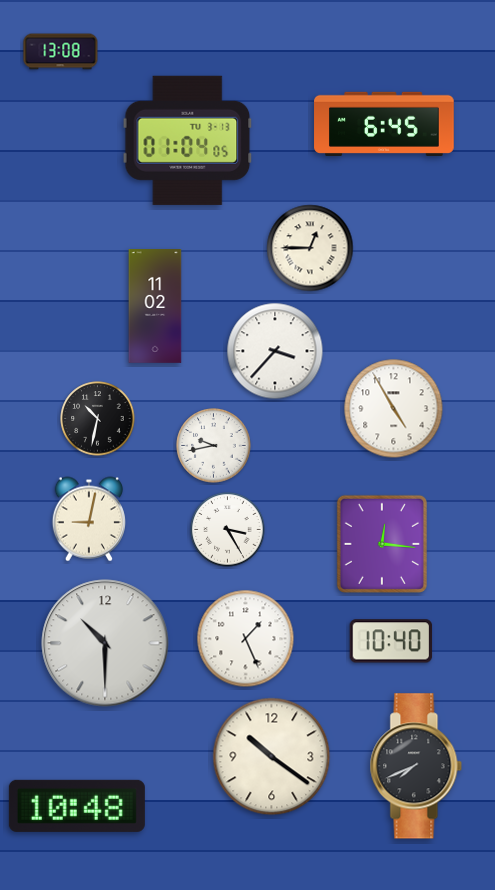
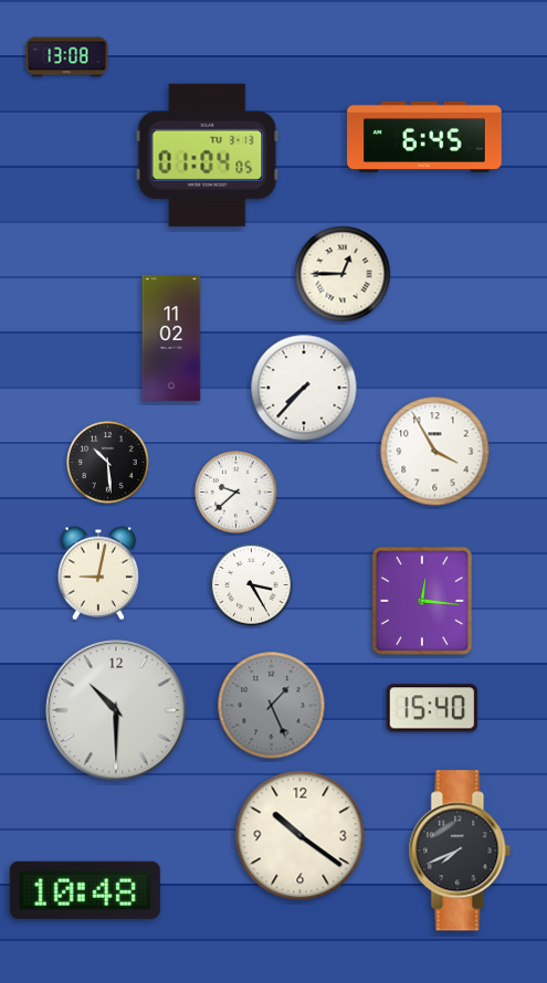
clock at (275, 351): 3:37 -> 7:37
clock at (394, 409): 4:55 -> 3:55
clock at (98, 419): 10:32 -> 10:29
clock at (214, 446): 9:43 -> 9:38
clock at (246, 639) dial: white -> grey
clock at (391, 641): 10:40 -> 15:40
clock at (416, 766) position: (416, 766) -> (460, 850)
